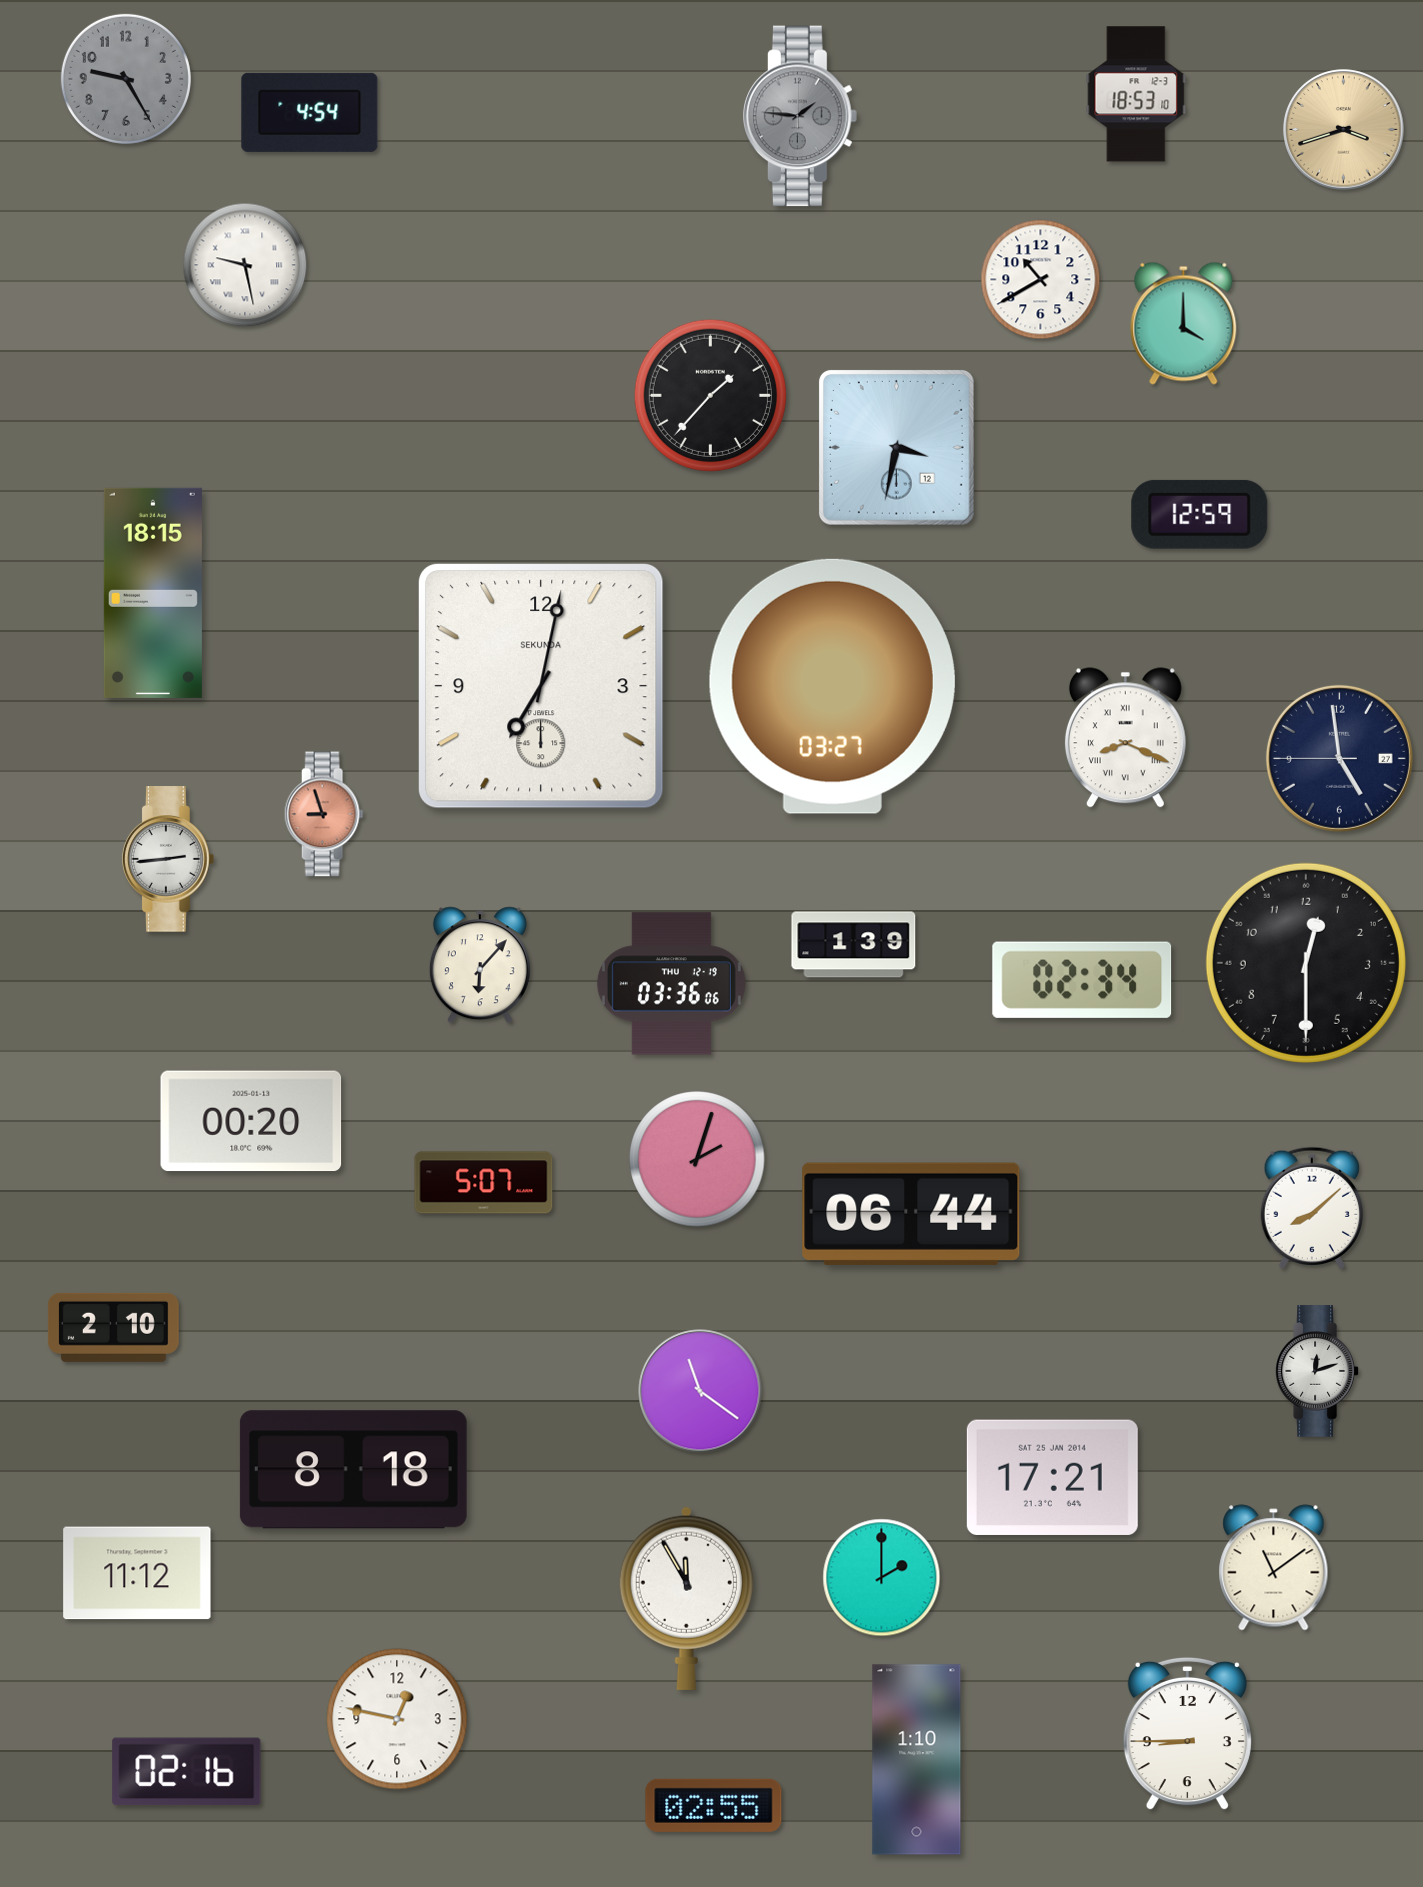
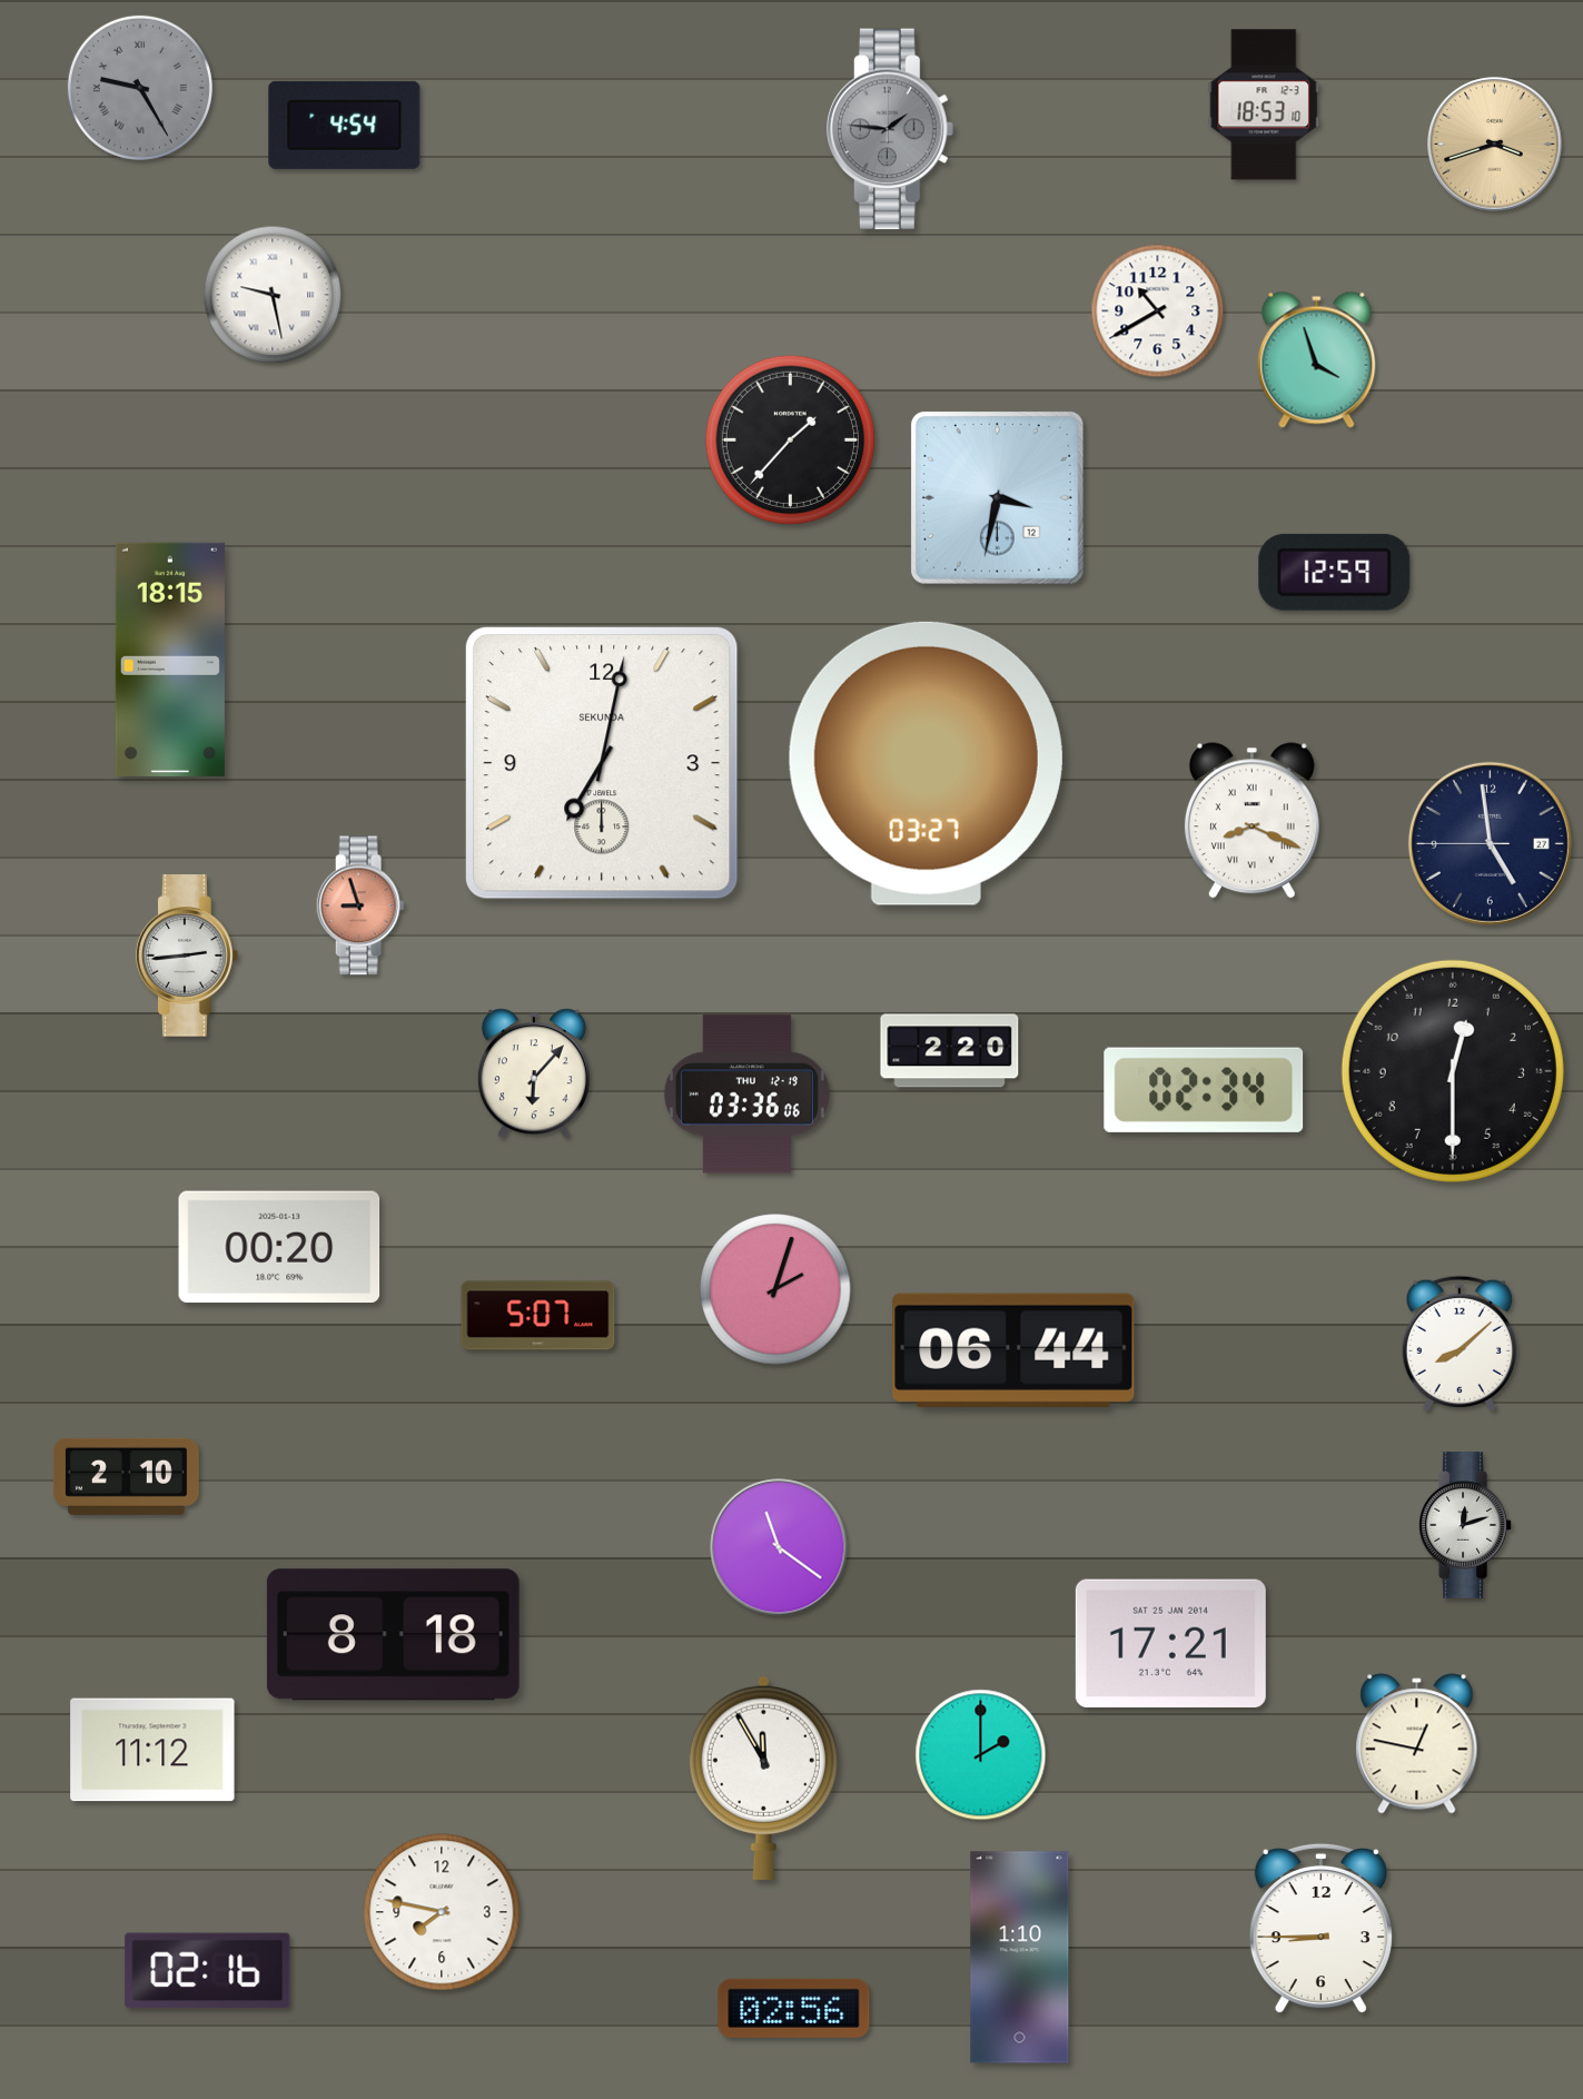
clock at (126, 79) numerals: Arabic -> Roman
clock at (1184, 323): 4:00 -> 3:57
clock at (854, 945): 1:39 -> 2:20
clock at (1274, 1568): 11:09 -> 12:47
clock at (397, 1719): 12:47 -> 7:47
clock at (714, 1805): 02:55 -> 02:56
